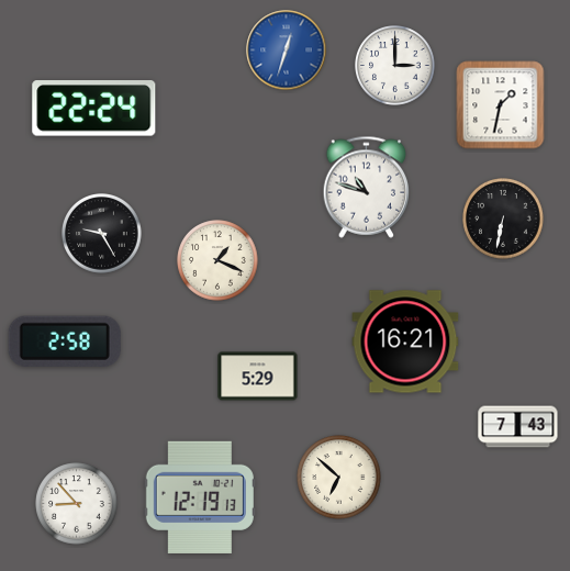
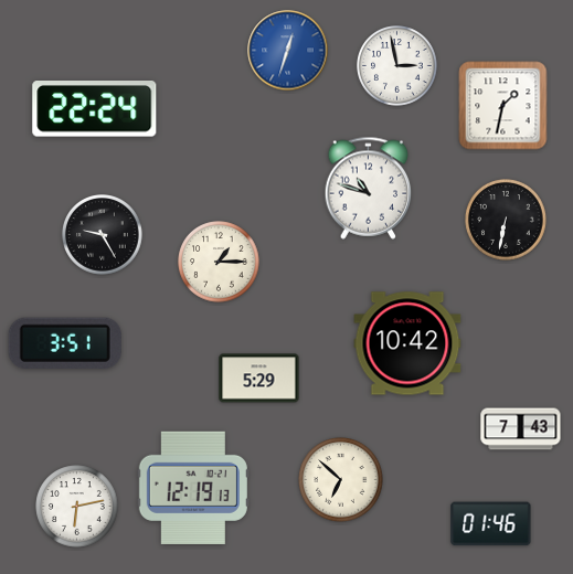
clock at (395, 66): 3:00 -> 2:58
clock at (217, 260): 1:19 -> 1:15
clock at (65, 342): 2:58 -> 3:51
clock at (405, 342): 16:21 -> 10:42
clock at (200, 497) position: (200, 497) -> (193, 488)
clock at (77, 504): 8:53 -> 6:13
clock at (491, 524): none -> 01:46
